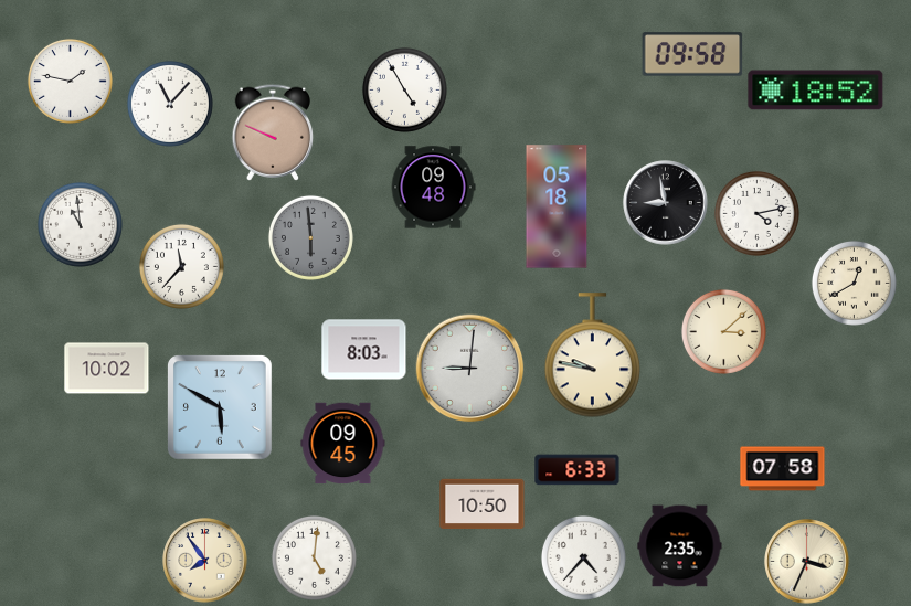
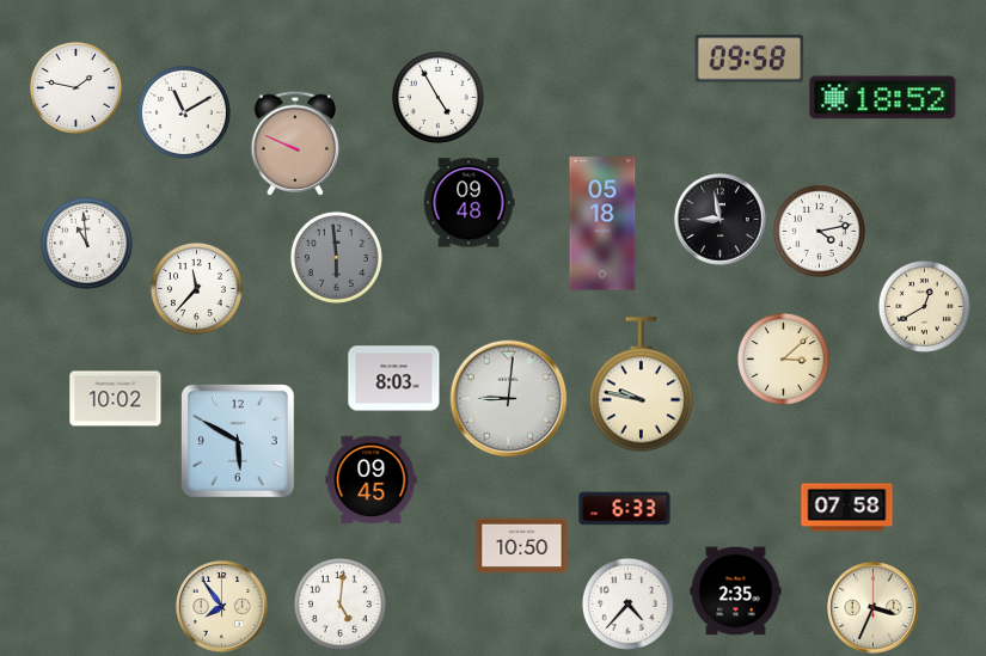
clock at (170, 104): 11:07 -> 11:10
clock at (583, 557) position: (583, 557) -> (627, 603)
